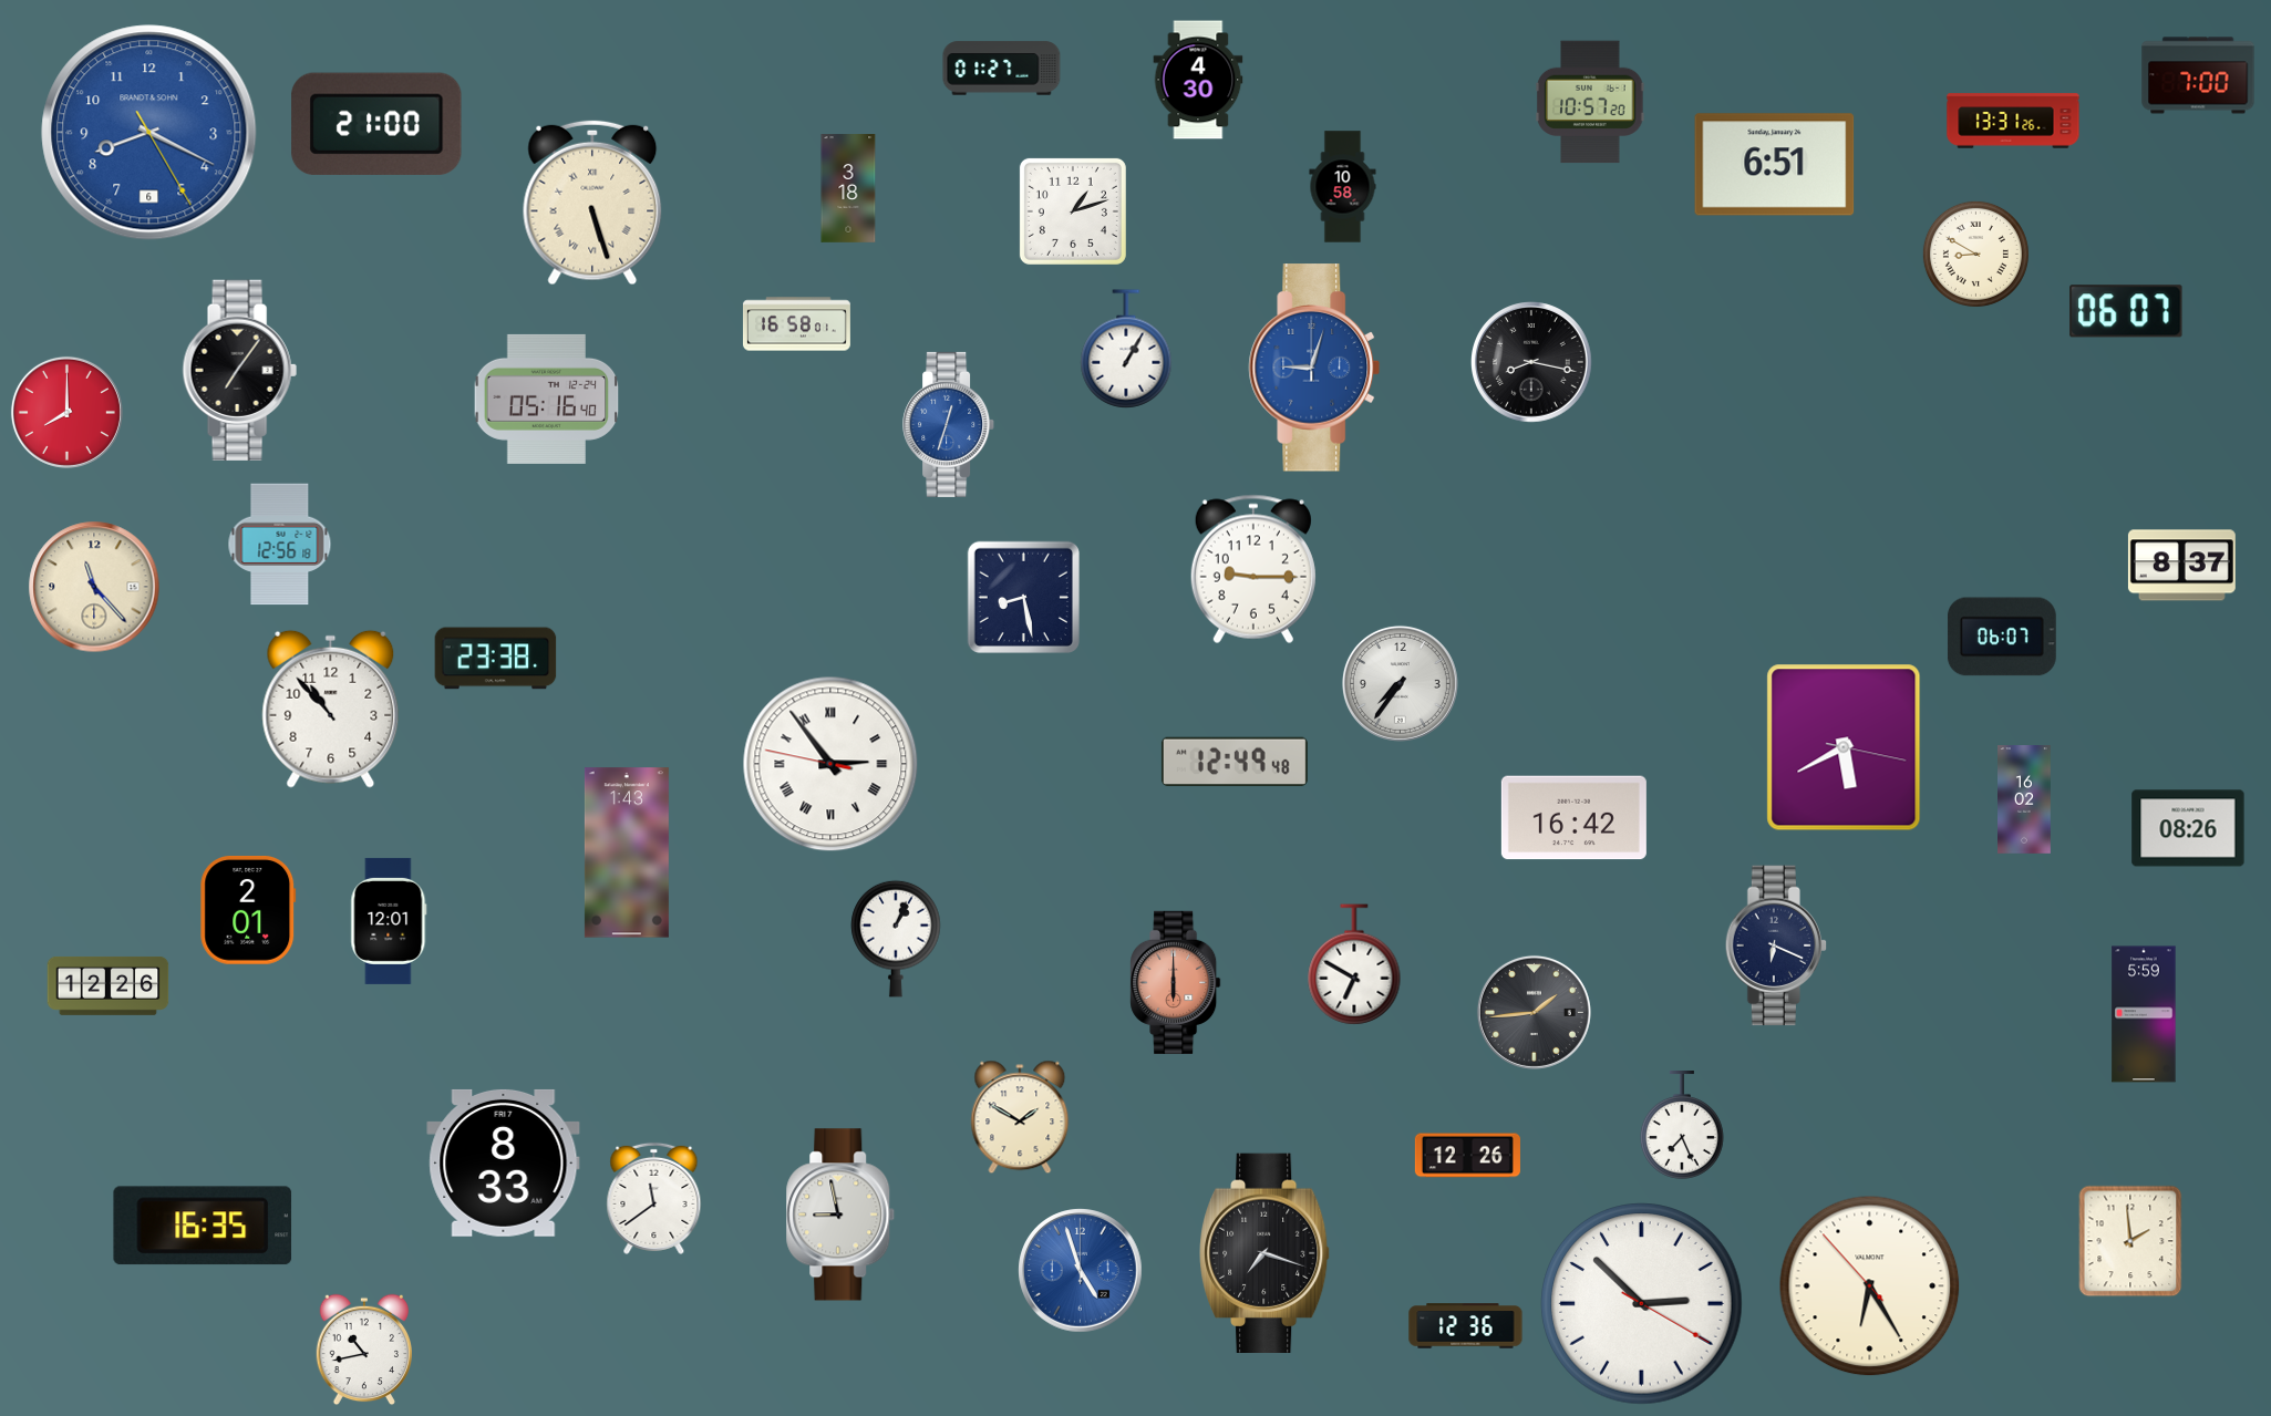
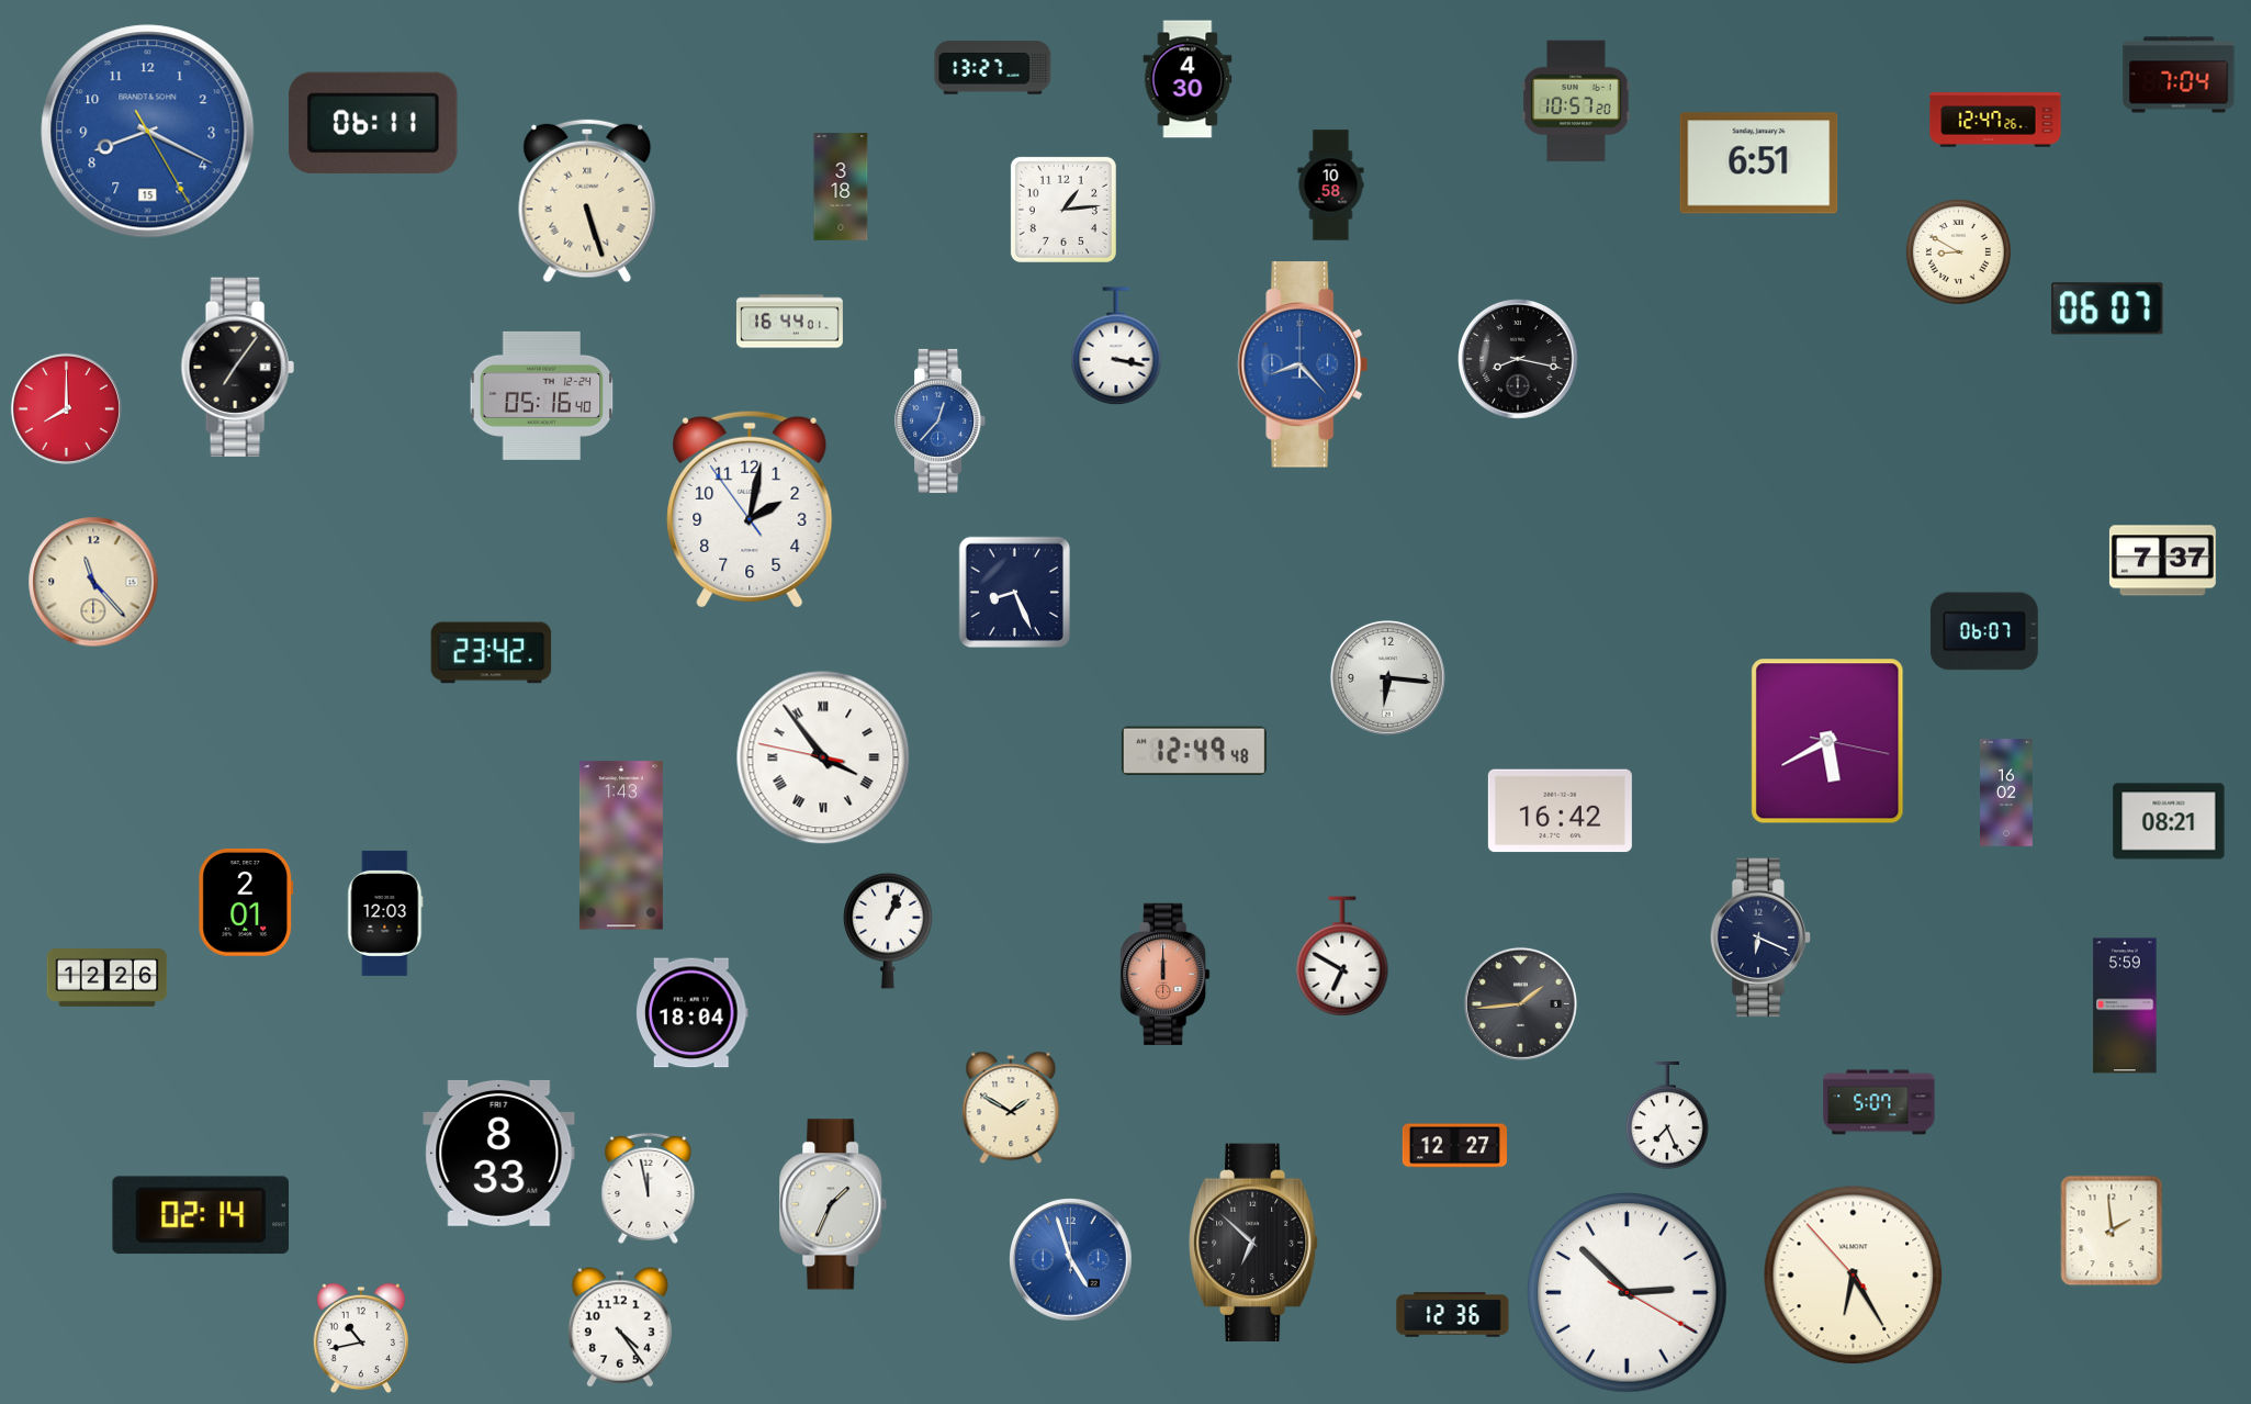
clock at (1002, 69): 01:27 -> 13:27
clock at (2198, 75): 7:00 -> 7:04
clock at (2013, 121): 13:31 -> 12:47
clock at (376, 124): 21:00 -> 06:11
clock at (149, 133) date: 6 -> 15
clock at (1073, 211): 1:12 -> 1:14
clock at (796, 324): 16:58 -> 16:44
clock at (1126, 349): 1:05 -> 3:17
clock at (1314, 368): 9:03 -> 8:23
clock at (949, 424): 12:33 -> 12:37
clock at (750, 508): none -> 2:01
clock at (280, 545): 12:56 -> none
clock at (2181, 566): 8:37 -> 7:37
clock at (1253, 569): 9:15 -> none
clock at (1023, 597): 8:28 -> 8:26
clock at (496, 659): 23:38 -> 23:42
clock at (1400, 683): 7:36 -> 6:16
clock at (331, 709): 10:53 -> none
clock at (1235, 762) position: (1235, 762) -> (1194, 751)
clock at (830, 764): 2:53 -> 3:53
clock at (2188, 828): 08:26 -> 08:21
clock at (389, 921): 12:01 -> 12:03
clock at (1176, 982): 6:00 -> 12:00
clock at (693, 1013): none -> 18:04
clock at (1879, 1102): none -> 5:07
clock at (1467, 1156): 12:26 -> 12:27
clock at (654, 1198): 11:39 -> 11:58
clock at (840, 1215): 8:58 -> 1:34
clock at (203, 1226): 16:35 -> 02:14
clock at (1266, 1252): 7:18 -> 6:52
clock at (620, 1327): none -> 4:24
